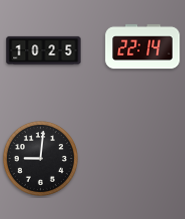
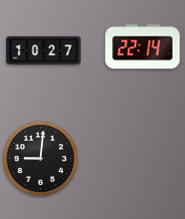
clock at (44, 51): 10:25 -> 10:27
